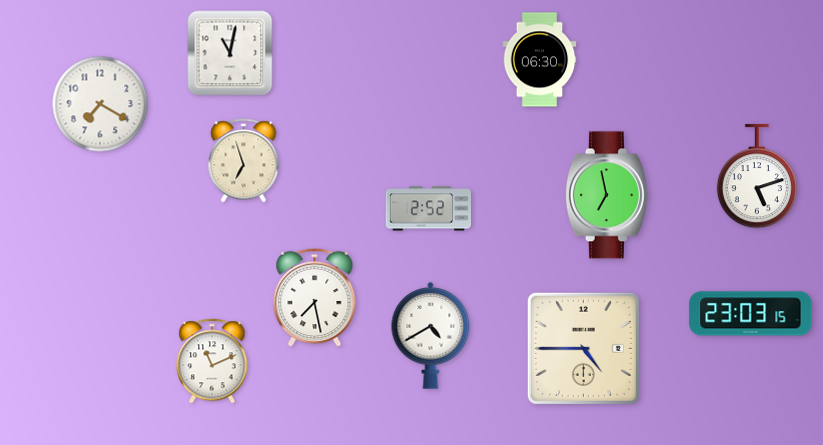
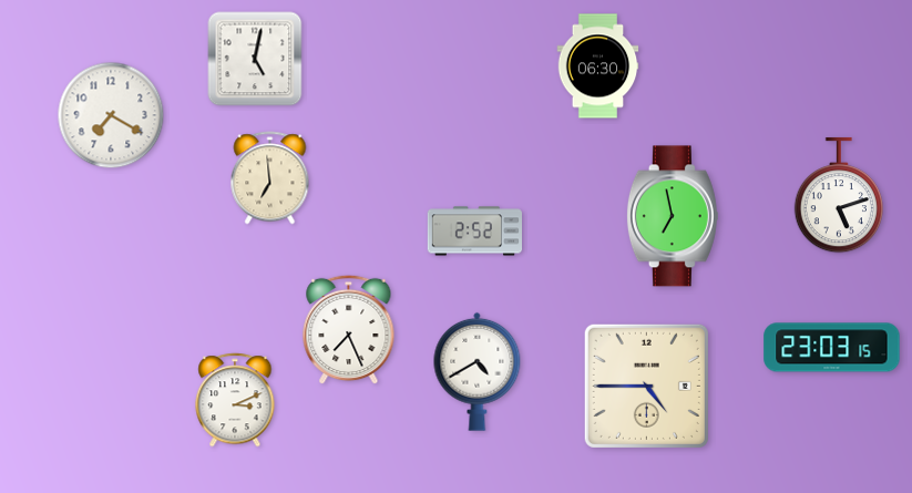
clock at (230, 53): 11:02 -> 5:02
clock at (244, 161): 6:57 -> 6:59
clock at (315, 298): 7:28 -> 7:26
clock at (212, 361): 11:11 -> 3:11
